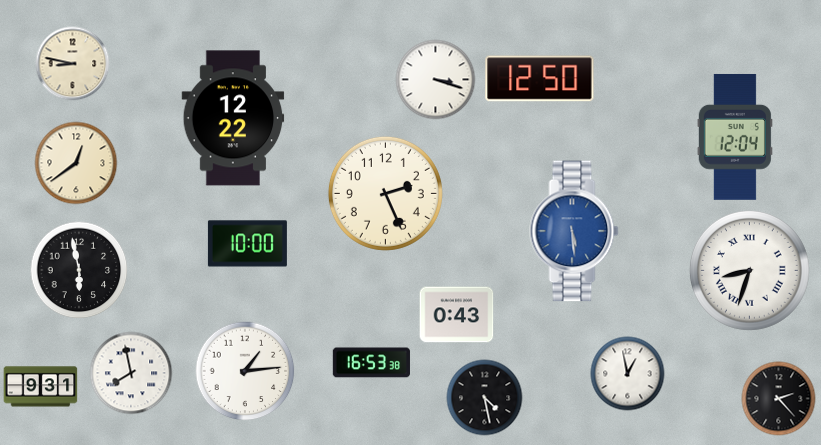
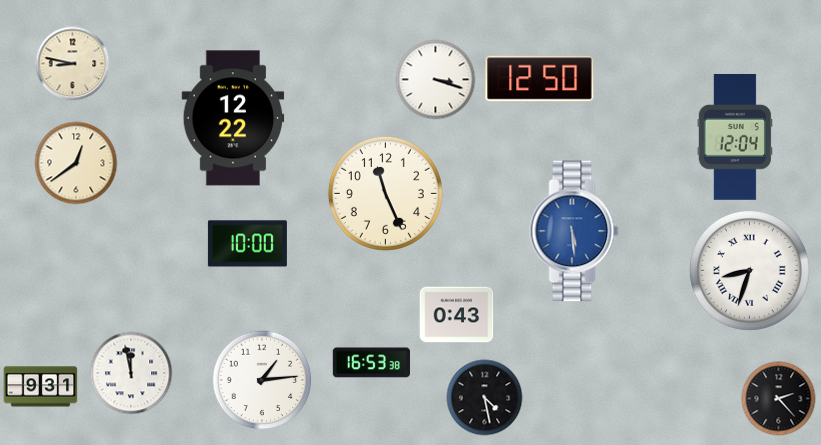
clock at (385, 193): 2:26 -> 11:26
clock at (79, 270): 5:58 -> none
clock at (245, 371) position: (245, 371) -> (262, 380)
clock at (131, 373): 7:58 -> 11:58
clock at (628, 374): 12:58 -> none
